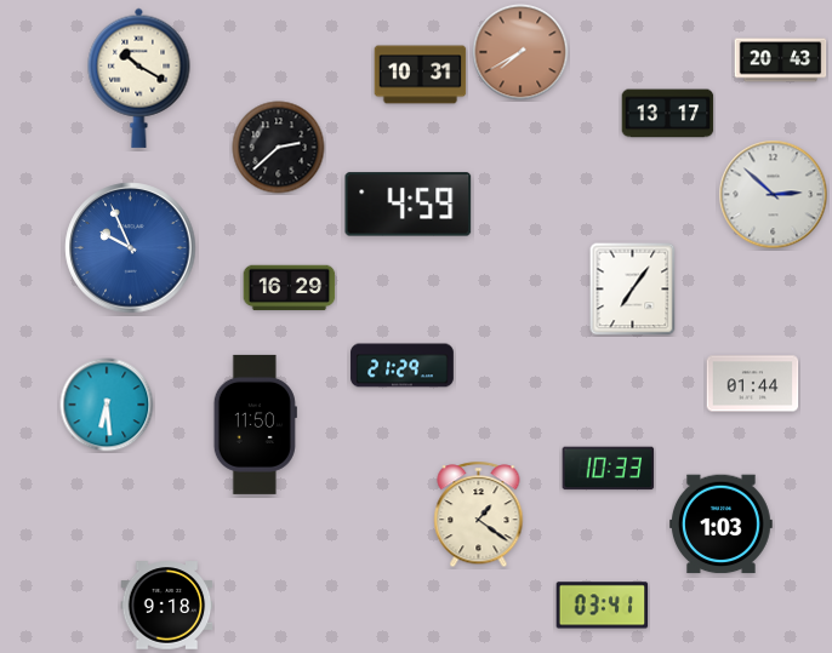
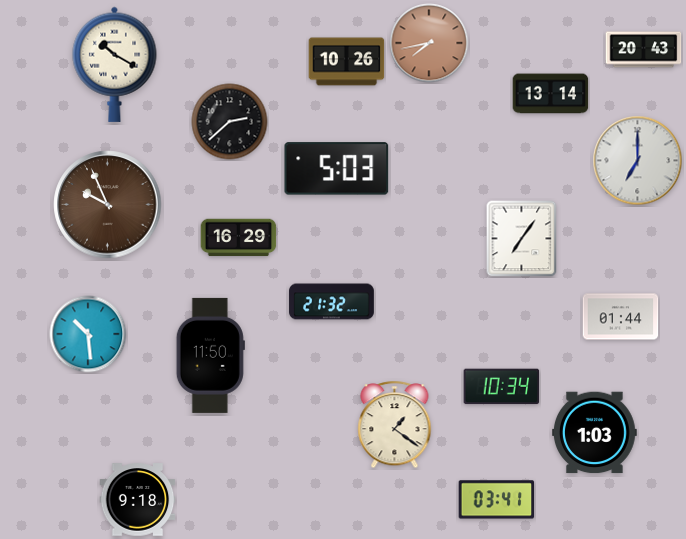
clock at (520, 52): 7:40 -> 7:43
clock at (421, 75): 10:31 -> 10:26
clock at (668, 114): 13:17 -> 13:14
clock at (774, 195): 2:52 -> 7:00
clock at (409, 205): 4:59 -> 5:03
clock at (131, 248) dial: blue -> brown
clock at (403, 366): 21:29 -> 21:32
clock at (107, 405): 6:29 -> 10:29
clock at (255, 424) position: (255, 424) -> (210, 355)
clock at (609, 469): 10:33 -> 10:34
